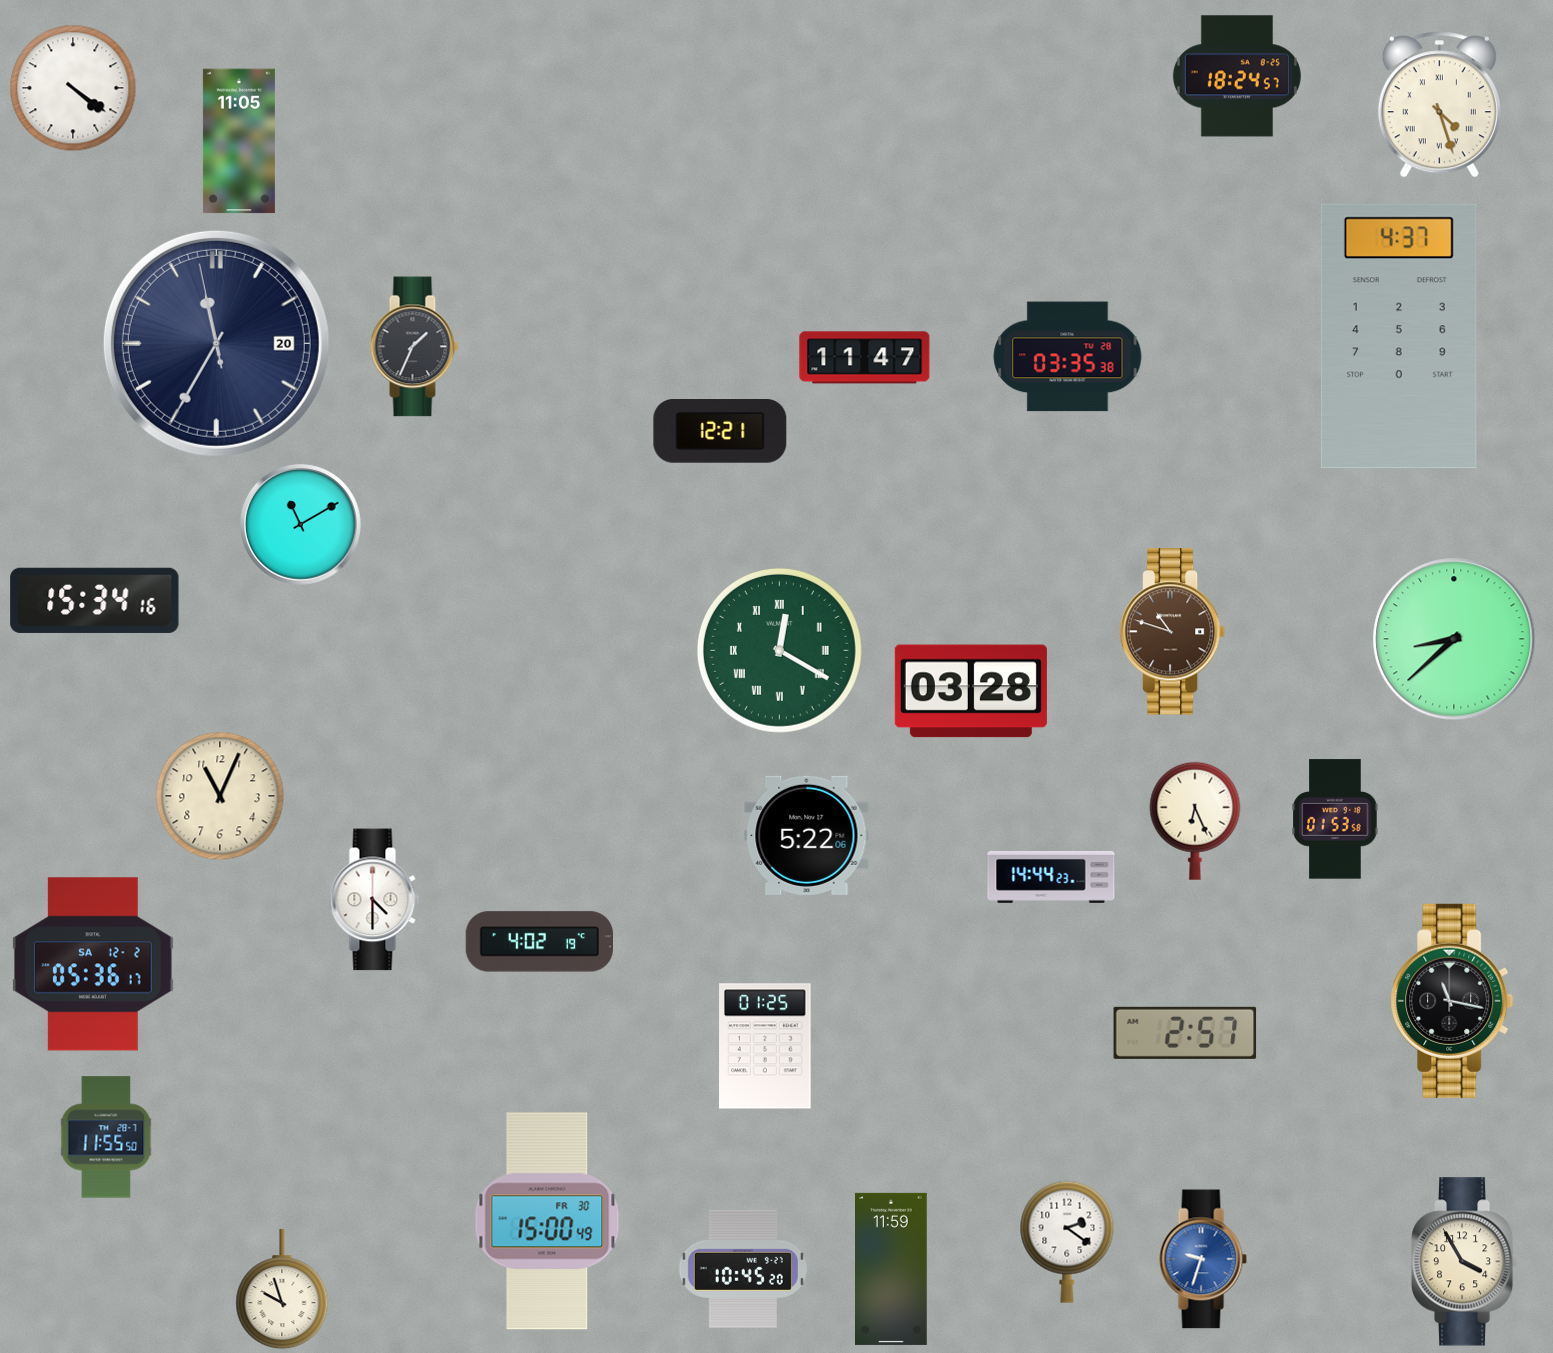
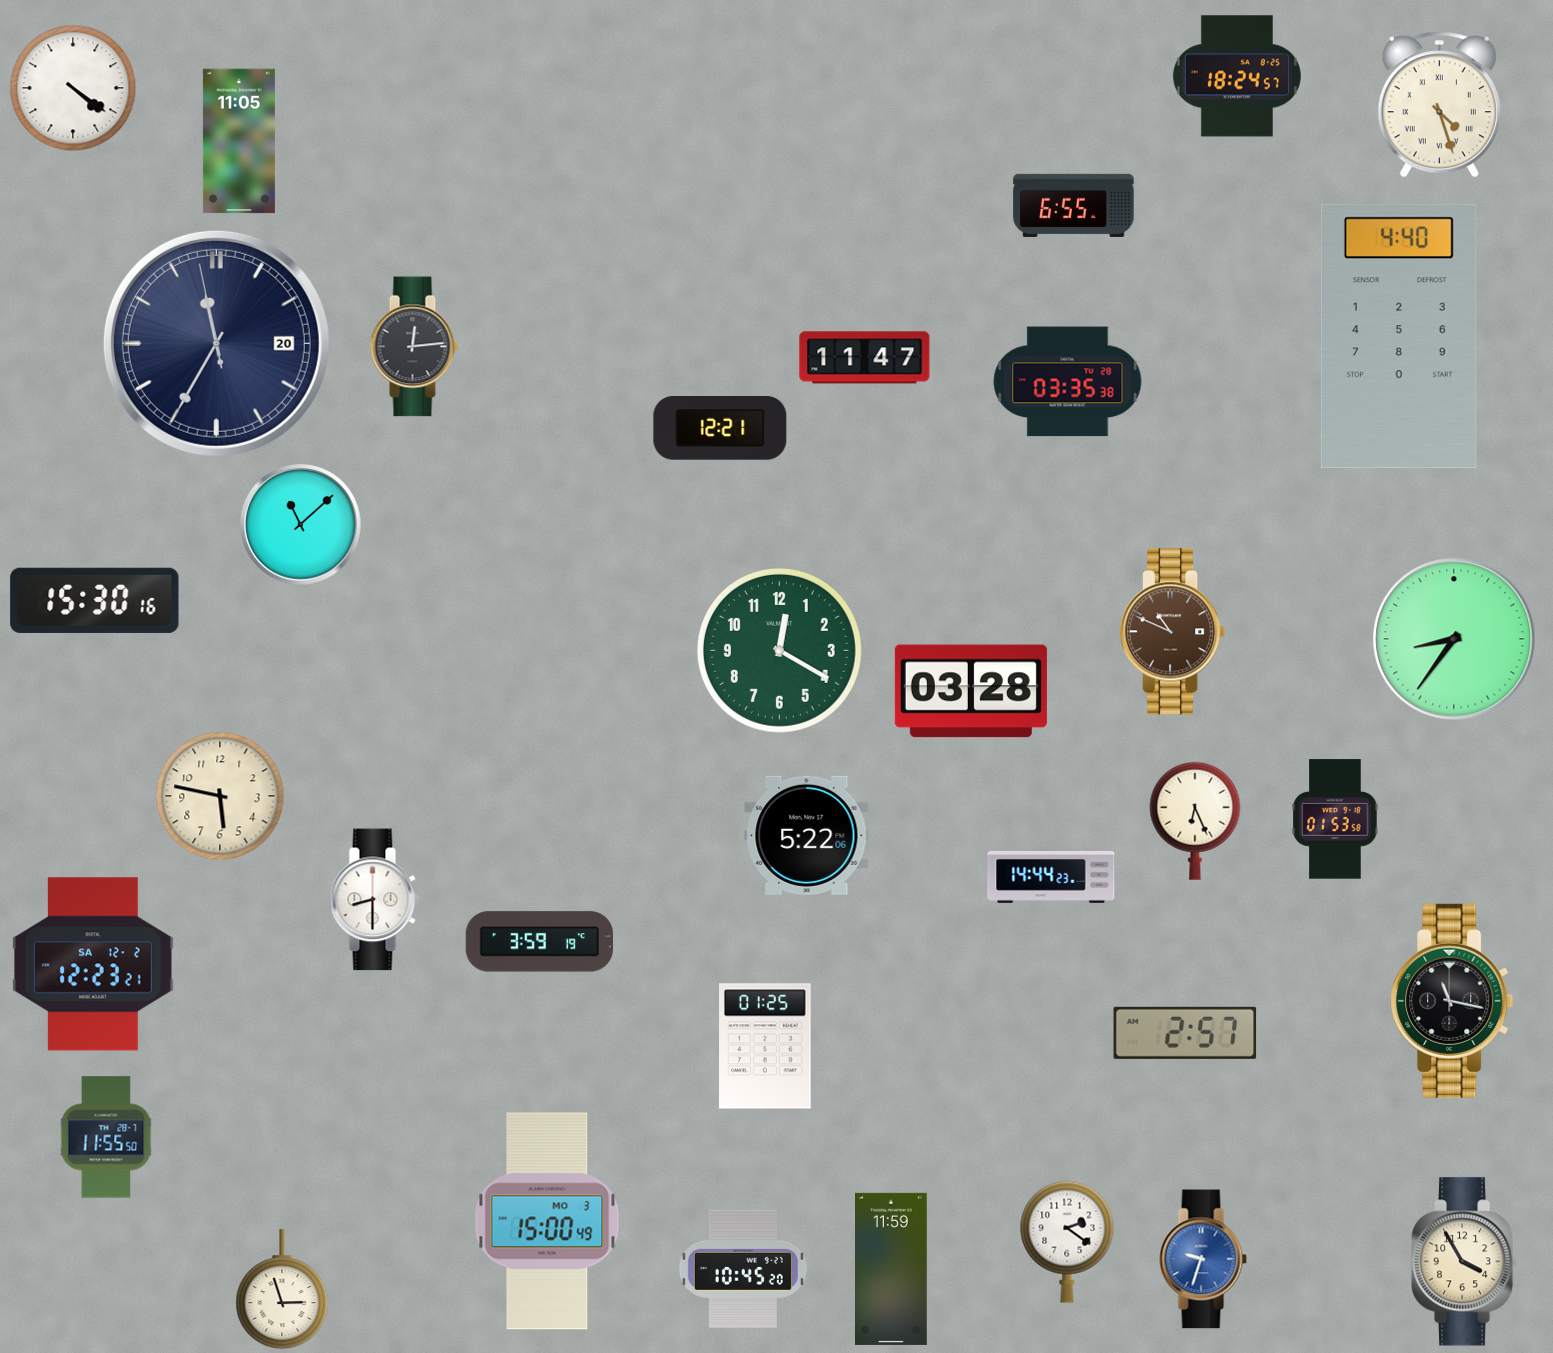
clock at (1074, 205): none -> 6:55
clock at (1399, 336): 4:37 -> 4:40
clock at (414, 347): 1:34 -> 12:14
clock at (1068, 357) position: (1068, 357) -> (1068, 382)
clock at (720, 432) position: (720, 432) -> (720, 429)
clock at (301, 525): 11:10 -> 11:08
clock at (95, 600): 15:34 -> 15:30
clock at (1173, 632): 10:48 -> 10:49
clock at (1454, 639): 8:38 -> 8:36
clock at (779, 650) numerals: Roman -> Arabic
clock at (220, 796): 11:04 -> 5:47
clock at (375, 900): 4:30 -> 8:30
clock at (539, 942): 4:02 -> 3:59
clock at (93, 964): 05:36 -> 12:23
clock at (547, 1221) date: FR 30 -> MO 3
clock at (282, 1290): 9:57 -> 2:57
